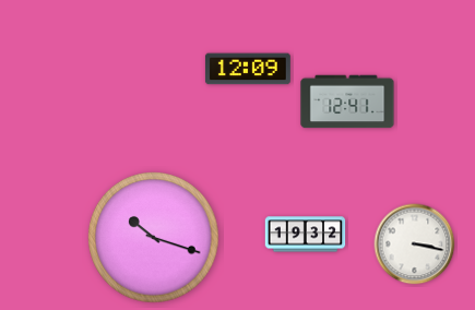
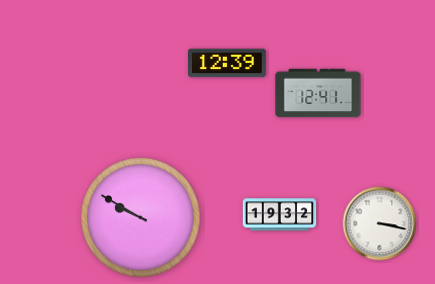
clock at (248, 69): 12:09 -> 12:39
clock at (154, 238): 10:18 -> 9:50
